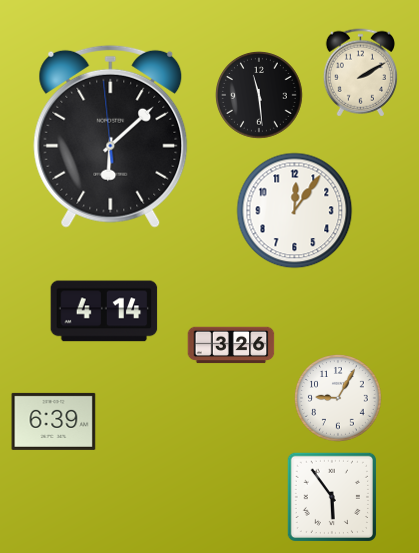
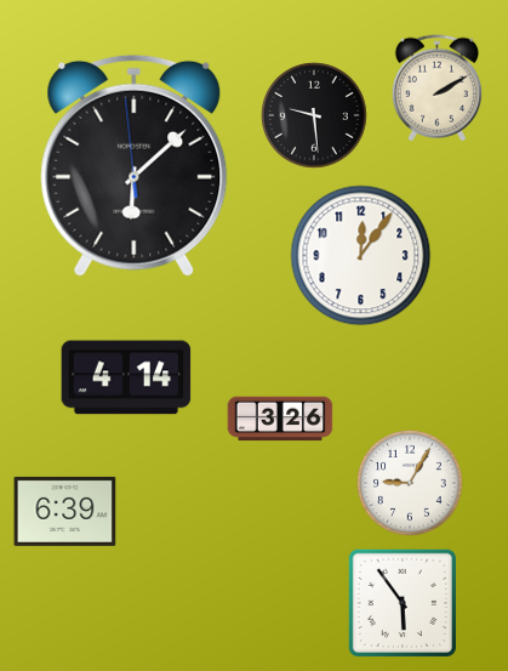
clock at (260, 96): 11:29 -> 9:29
clock at (295, 211) position: (295, 211) -> (361, 256)
